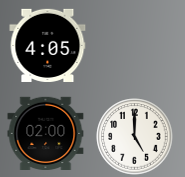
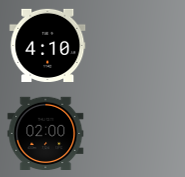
clock at (48, 45): 4:05 -> 4:10
clock at (135, 137): 5:00 -> none
